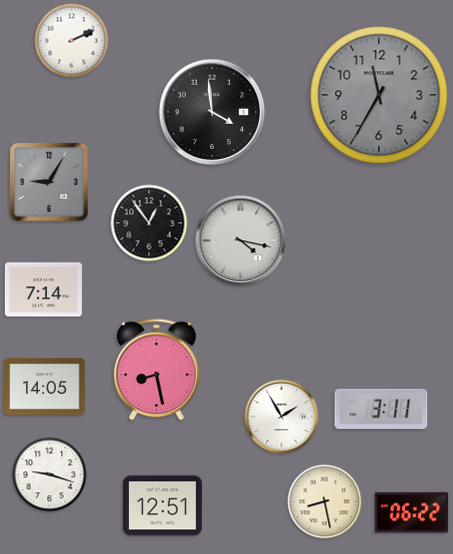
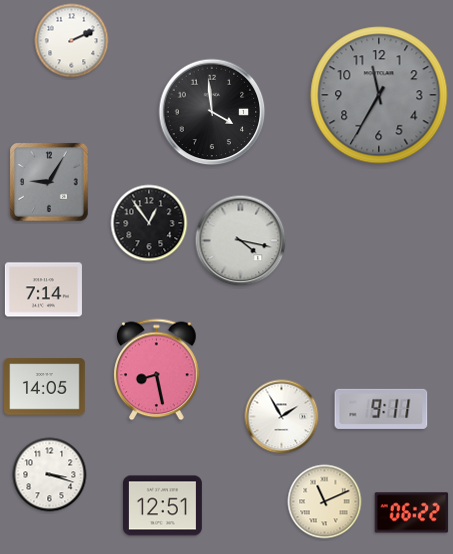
clock at (381, 409): 3:11 -> 9:11
clock at (50, 475): 9:18 -> 3:18
clock at (325, 502): 8:28 -> 11:11
